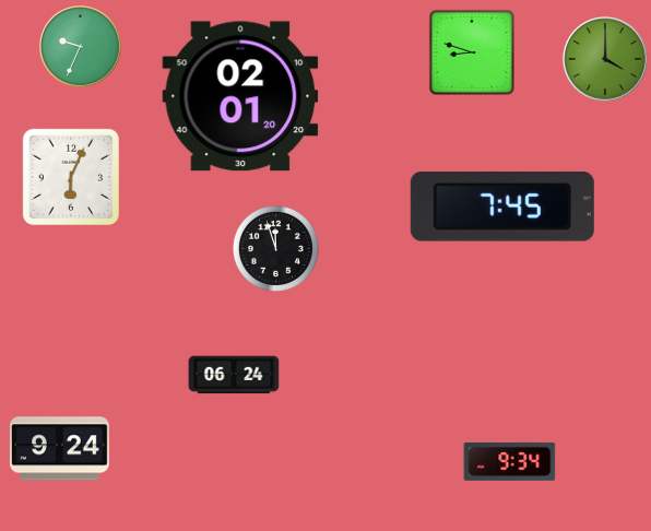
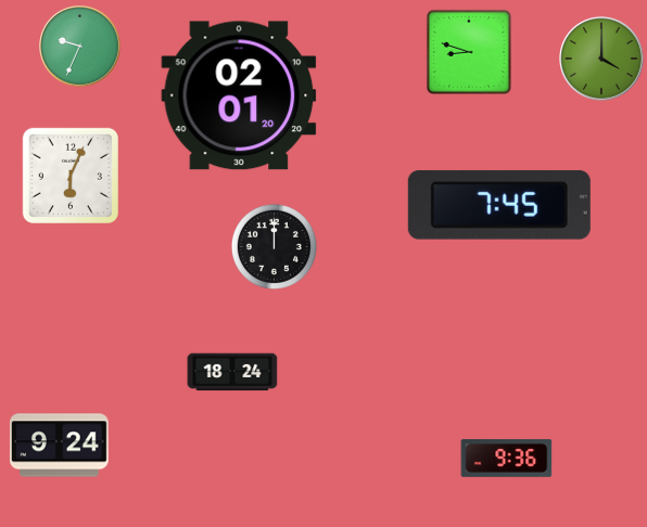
clock at (275, 248): 11:57 -> 12:00
clock at (234, 375): 06:24 -> 18:24
clock at (510, 461): 9:34 -> 9:36
